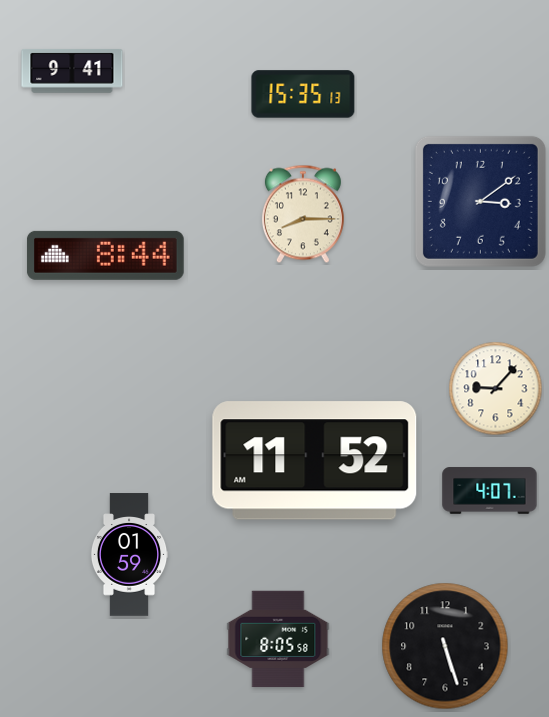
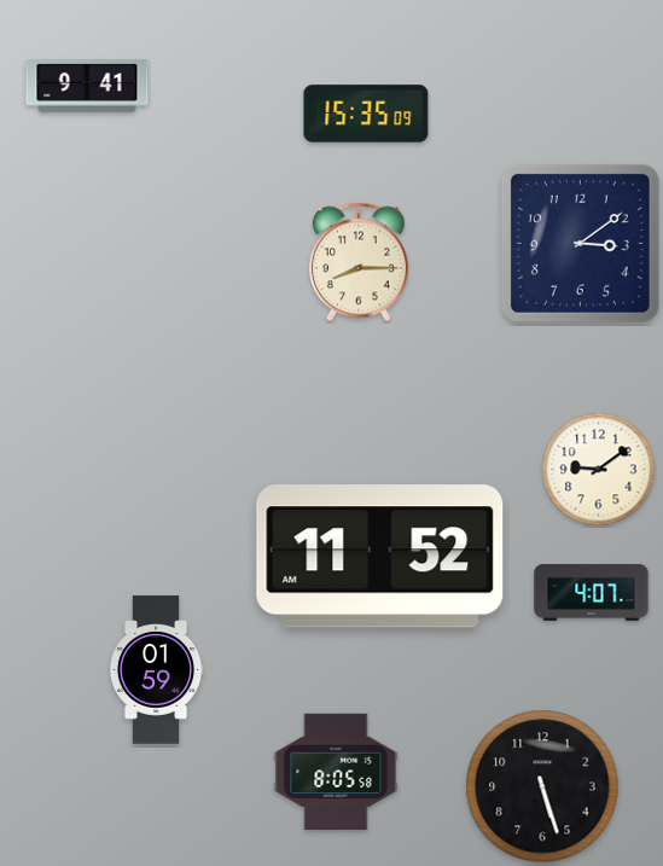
clock at (303, 94): 15:35:13 -> 15:35:09
clock at (303, 214) position: (303, 214) -> (359, 262)
clock at (105, 255): 8:44 -> none
clock at (496, 389): 9:07 -> 9:09
clock at (445, 646) position: (445, 646) -> (542, 786)
